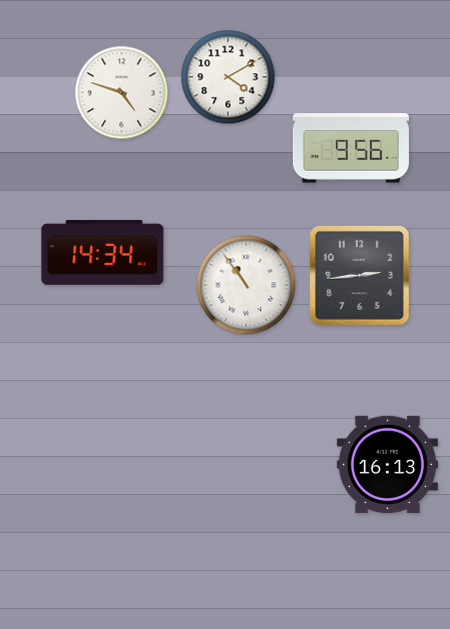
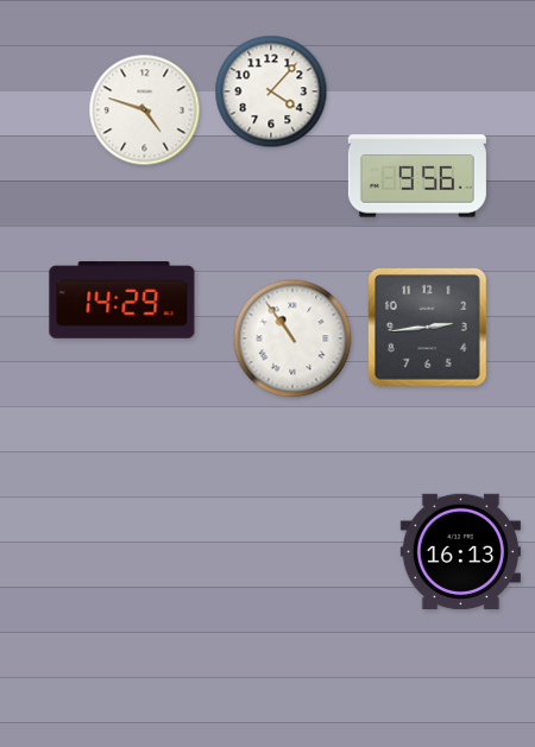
clock at (228, 77): 4:10 -> 4:07
clock at (103, 253): 14:34 -> 14:29
